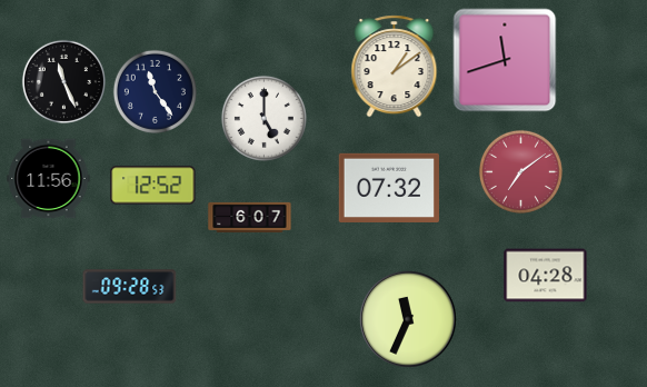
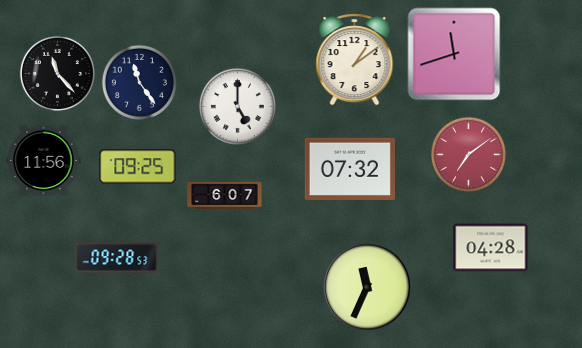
clock at (63, 81): 11:26 -> 11:23
clock at (153, 186): 12:52 -> 09:25
